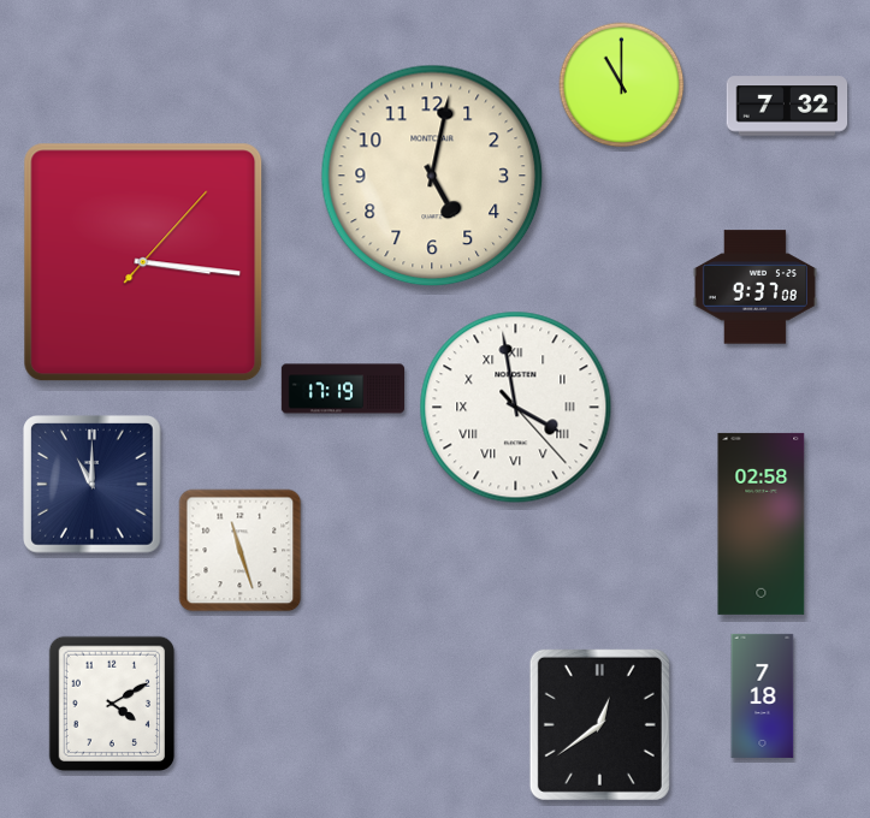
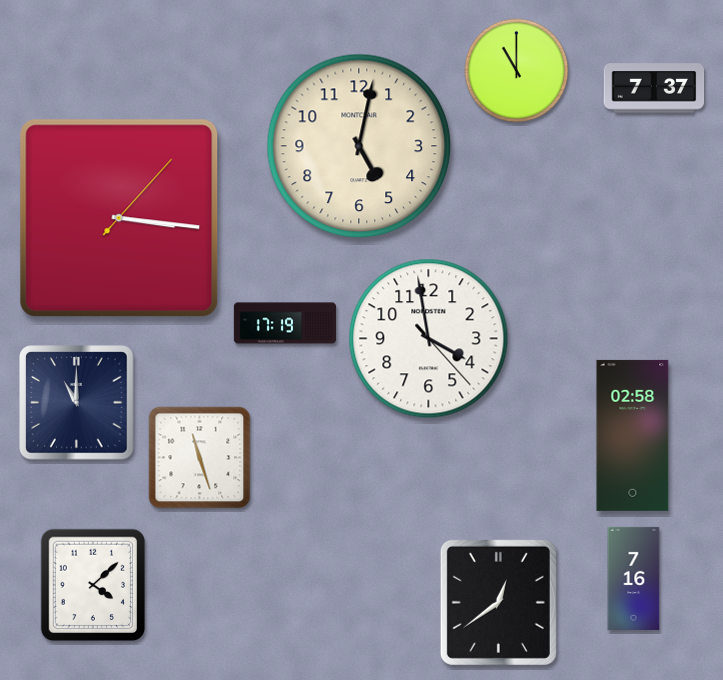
clock at (787, 106): 7:32 -> 7:37
clock at (754, 288): 9:37 -> none
clock at (516, 408) numerals: Roman -> Arabic
clock at (763, 695): 7:18 -> 7:16
clock at (112, 704): 4:10 -> 4:08
